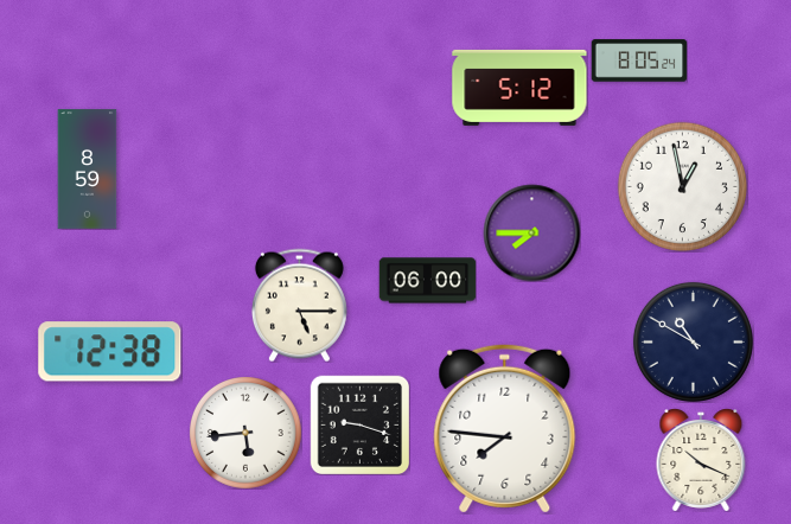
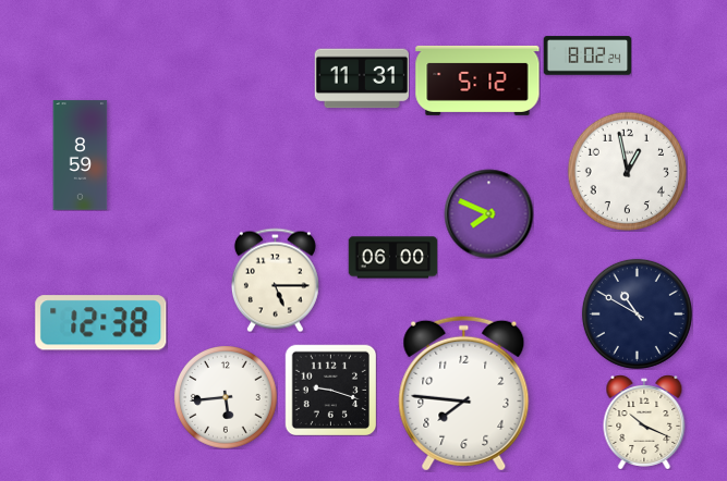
clock at (639, 60): 8:05 -> 8:02
clock at (362, 78): none -> 11:31
clock at (531, 232): 7:45 -> 7:49
